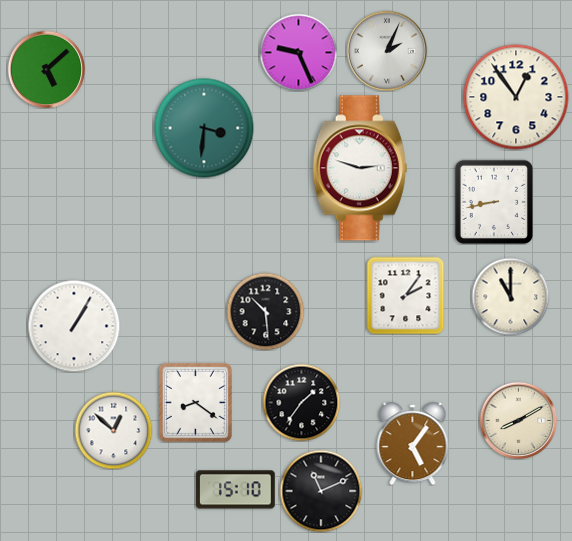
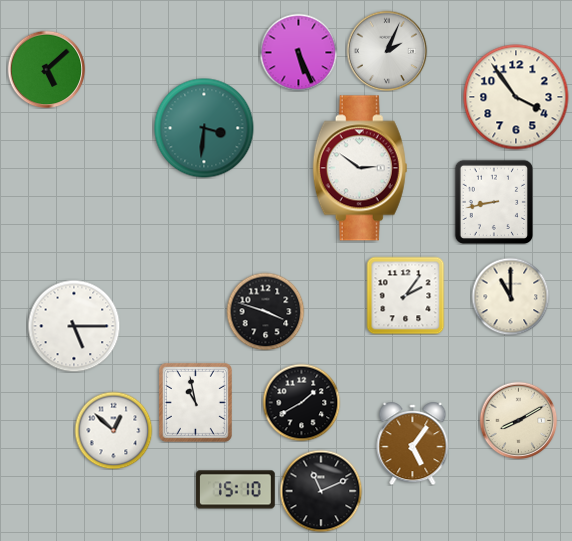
clock at (298, 52): 9:26 -> 5:26
clock at (516, 97): 12:54 -> 3:54
clock at (360, 168): 2:48 -> 2:51
clock at (265, 311): 10:29 -> 3:48
clock at (74, 326): 1:05 -> 5:15
clock at (195, 402): 8:21 -> 10:58
clock at (301, 402): 1:36 -> 1:40
